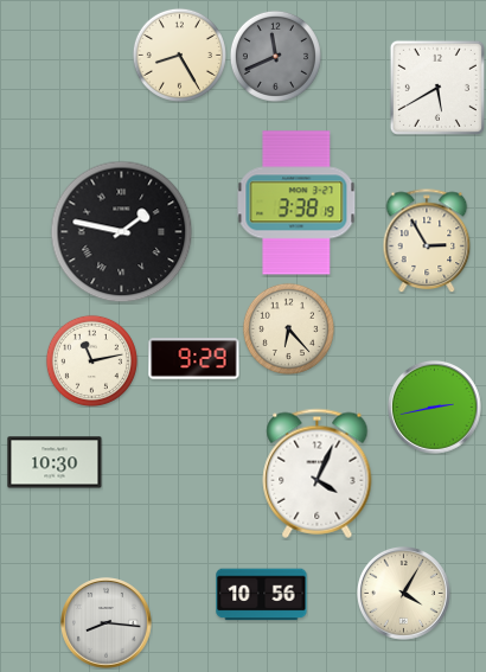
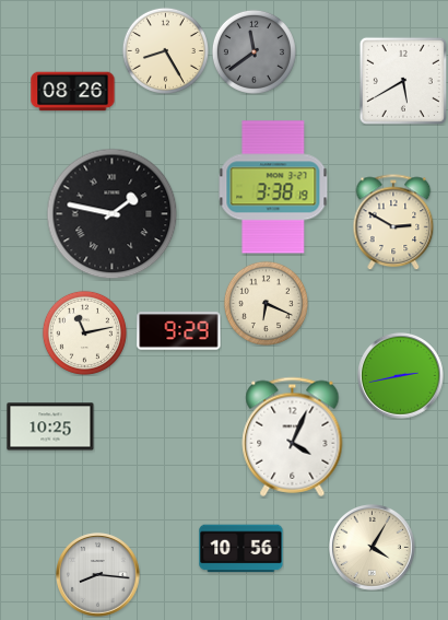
clock at (275, 56): 11:41 -> 11:39
clock at (73, 92): none -> 08:26
clock at (427, 241): 2:55 -> 2:50
clock at (288, 328): 6:23 -> 6:19
clock at (55, 462): 10:30 -> 10:25
